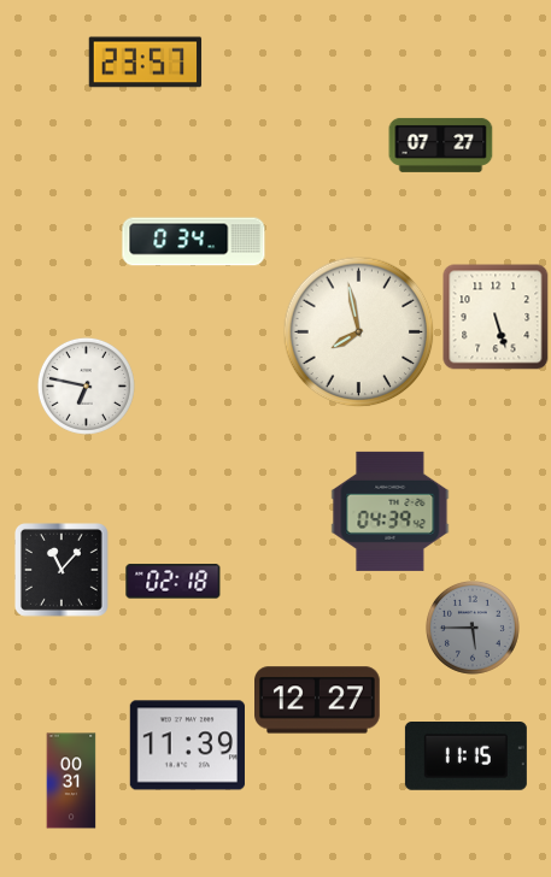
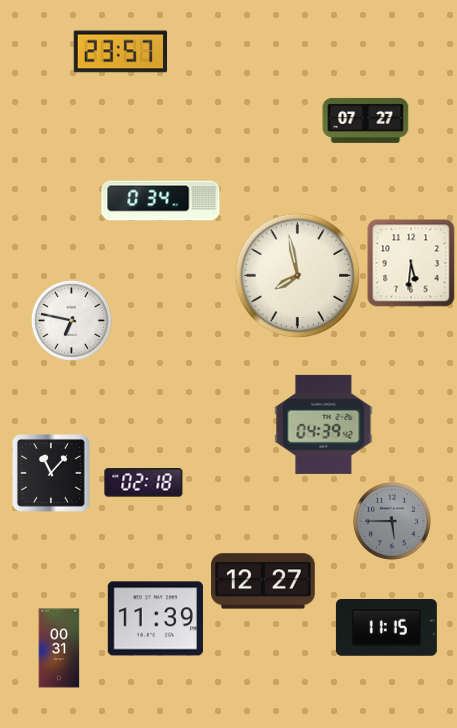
clock at (496, 317): 5:27 -> 5:31
